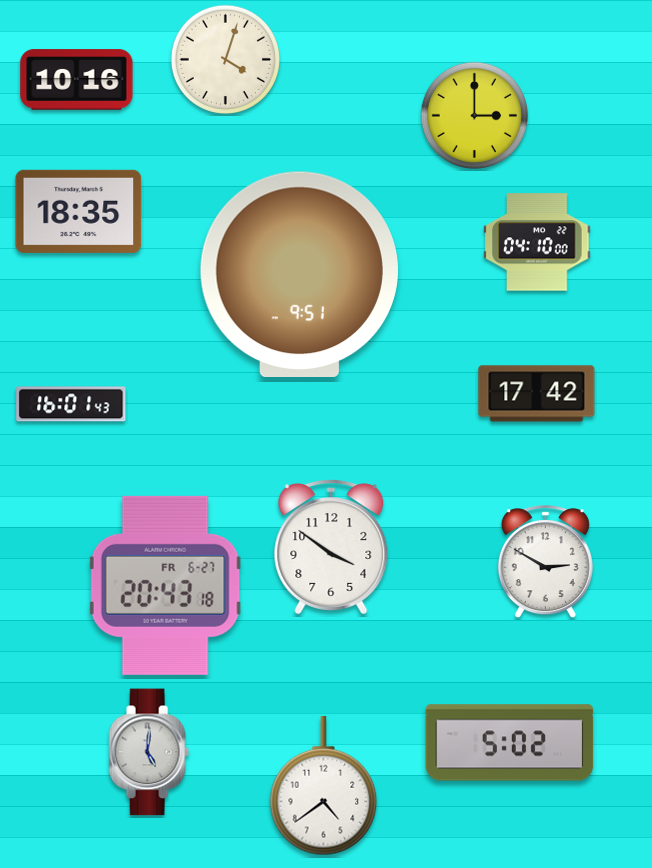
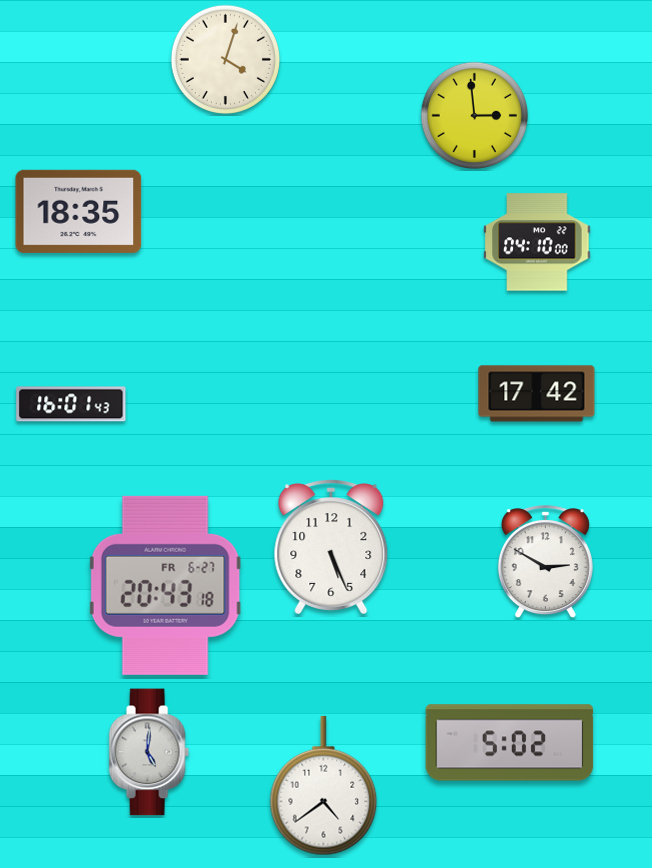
clock at (77, 80): 10:16 -> none
clock at (474, 115): 3:00 -> 2:59
clock at (299, 274): 9:51 -> none
clock at (331, 547): 3:51 -> 5:26
